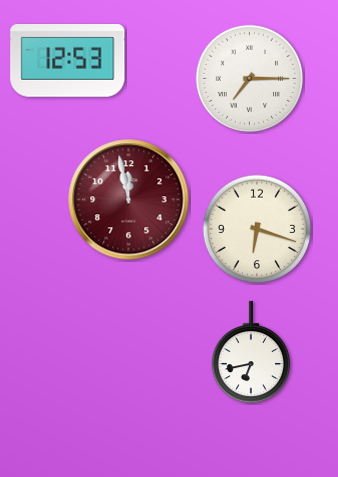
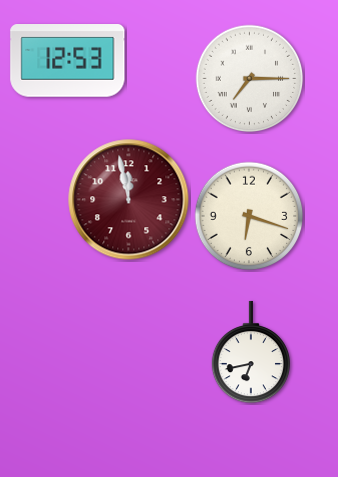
clock at (257, 229) position: (257, 229) -> (249, 216)
